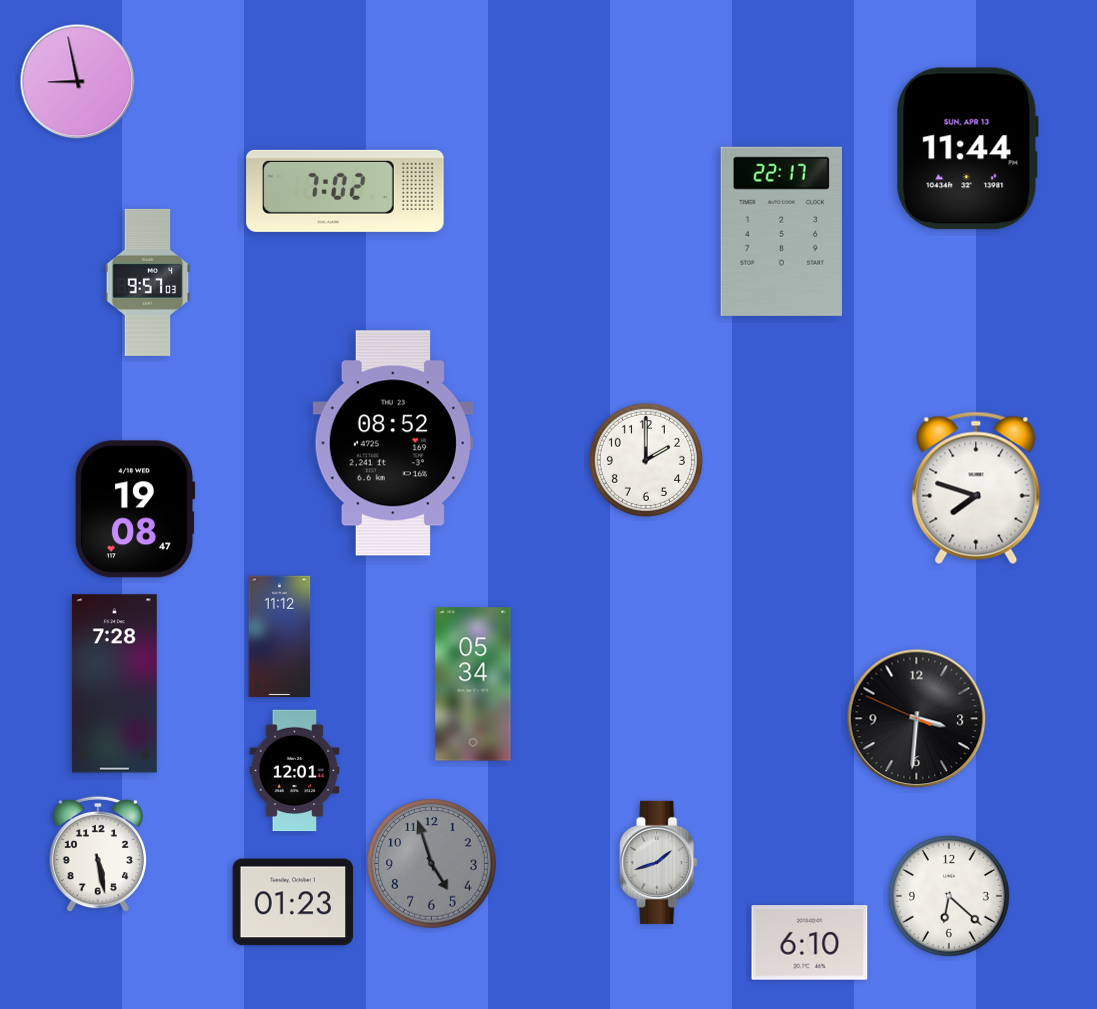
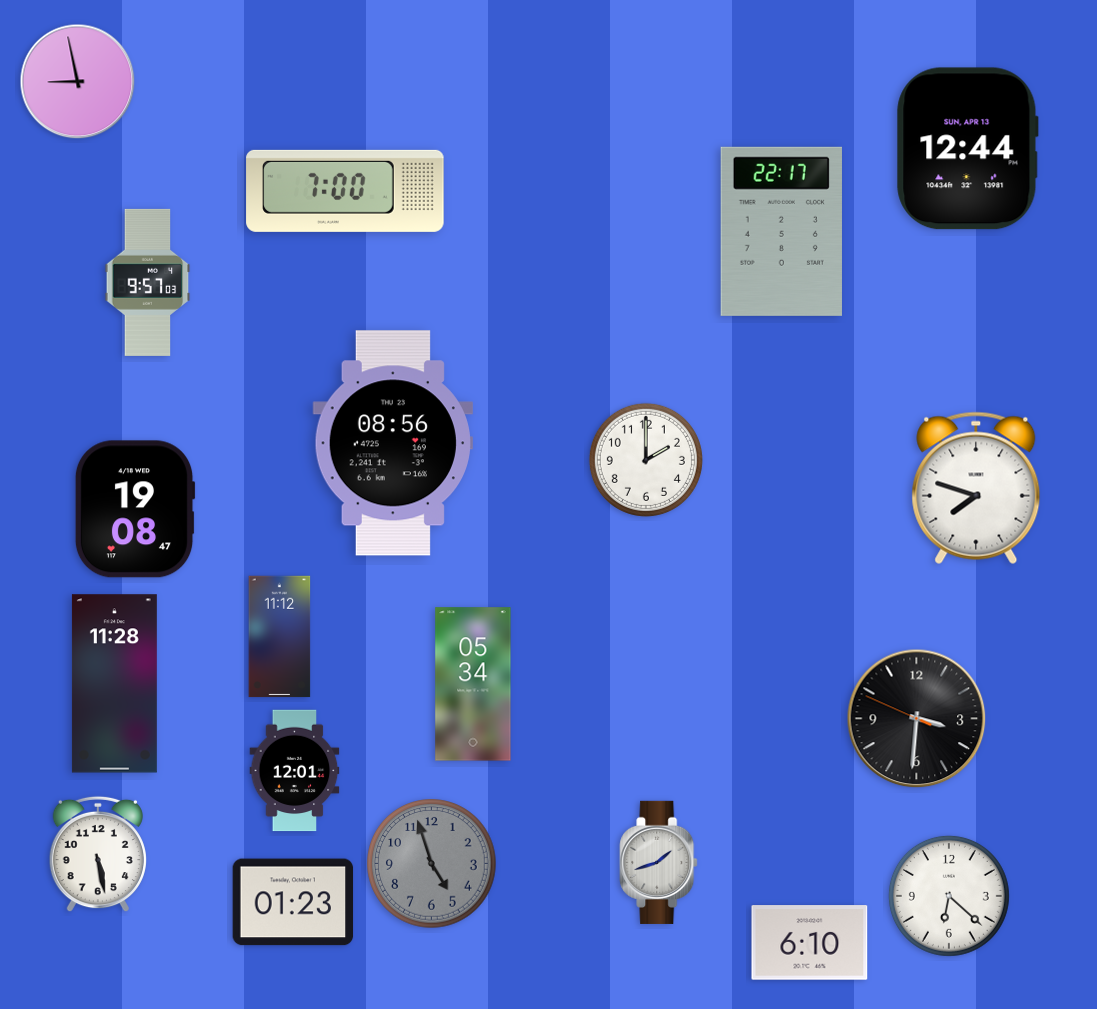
clock at (967, 149): 11:44 -> 12:44
clock at (345, 191): 7:02 -> 7:00
clock at (393, 443): 08:52 -> 08:56
clock at (114, 684): 7:28 -> 11:28
